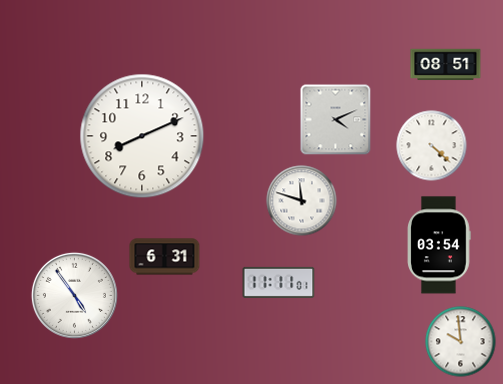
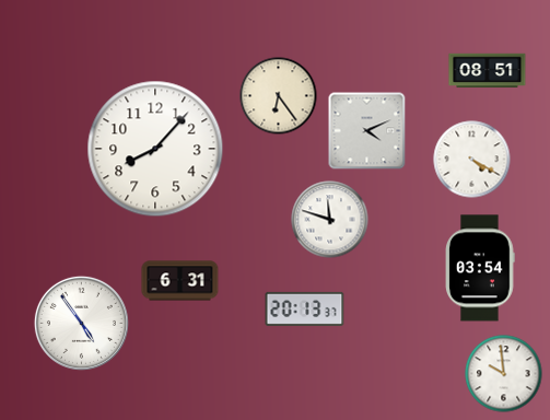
clock at (279, 96): none -> 6:24
clock at (142, 136): 8:11 -> 8:07
clock at (432, 146): 4:22 -> 4:20
clock at (279, 282): 11:11 -> 20:13
